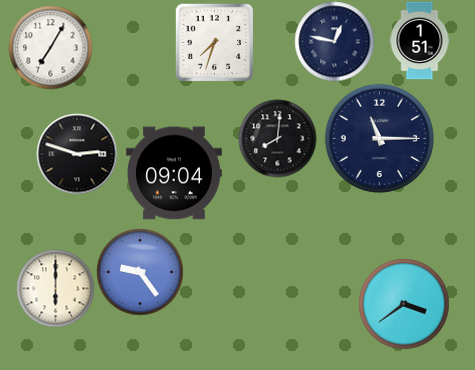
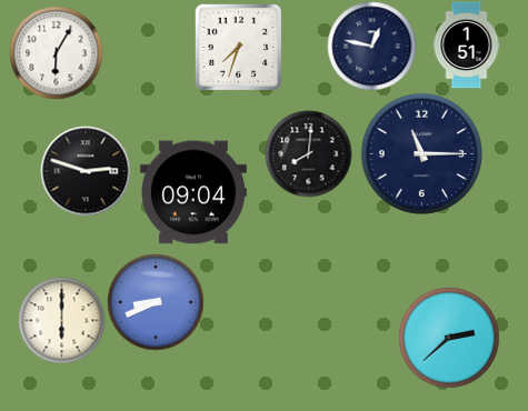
clock at (50, 47): 7:05 -> 6:05
clock at (140, 272): 9:24 -> 8:41
clock at (404, 304): 3:39 -> 2:38
